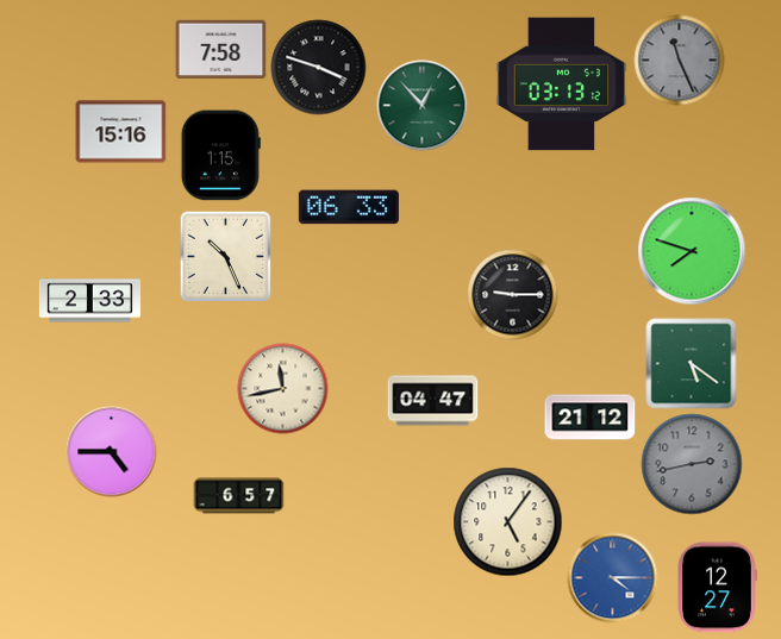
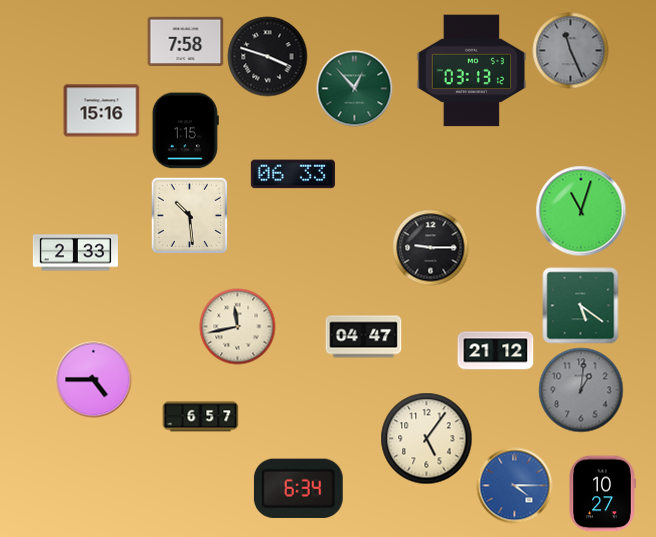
clock at (692, 251): 7:48 -> 11:03
clock at (225, 256): 10:26 -> 10:29
clock at (692, 464): 2:43 -> 1:01
clock at (298, 488): none -> 6:34
clock at (717, 588): 12:27 -> 10:27
